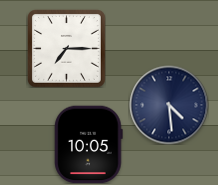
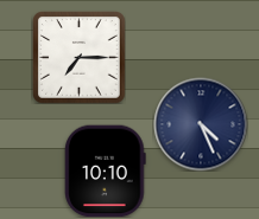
clock at (169, 105): 4:29 -> 4:26
clock at (89, 144): 10:05 -> 10:10
